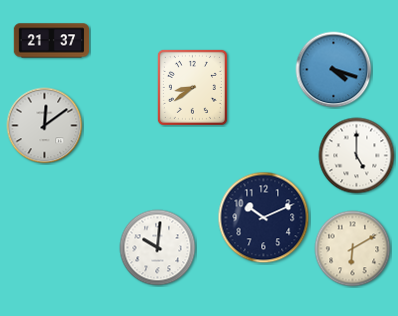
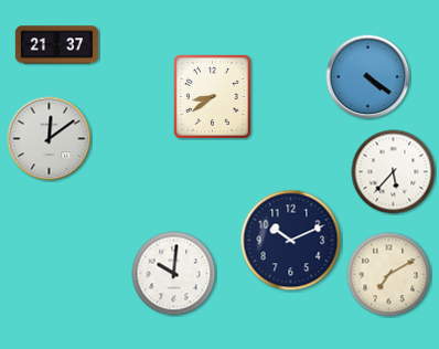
clock at (334, 70): 4:18 -> 4:21
clock at (357, 156): 5:00 -> 5:37
clock at (353, 249): 6:10 -> 7:10
